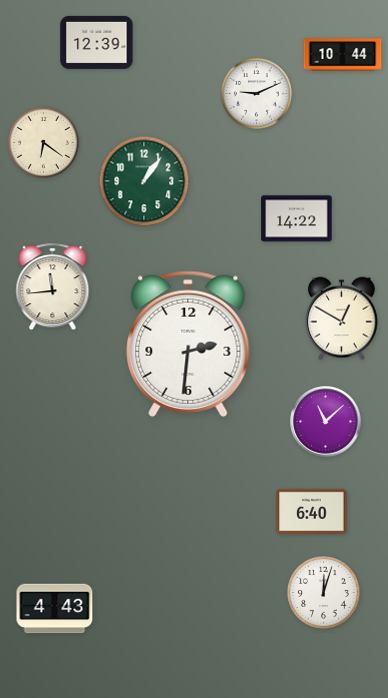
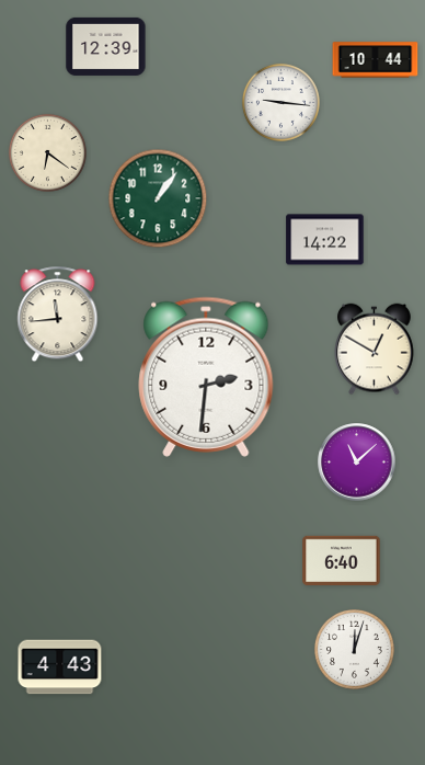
clock at (256, 93): 9:11 -> 9:16
clock at (43, 142) position: (43, 142) -> (47, 152)
